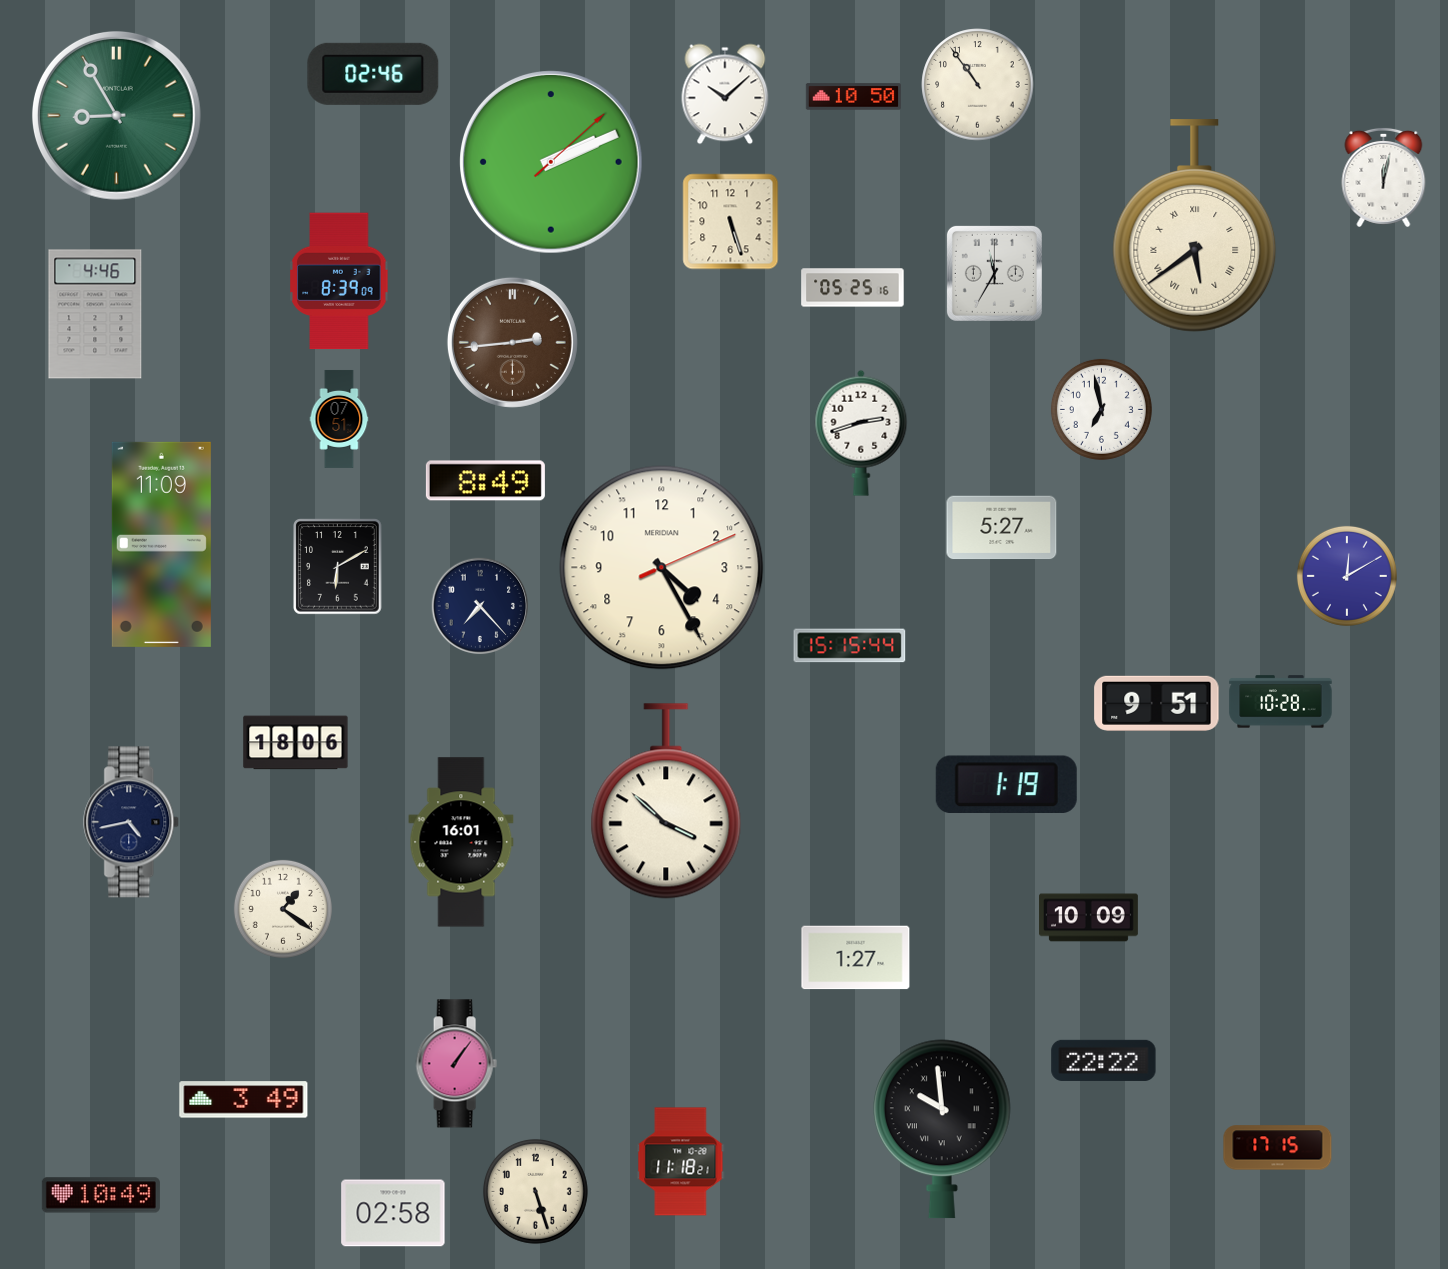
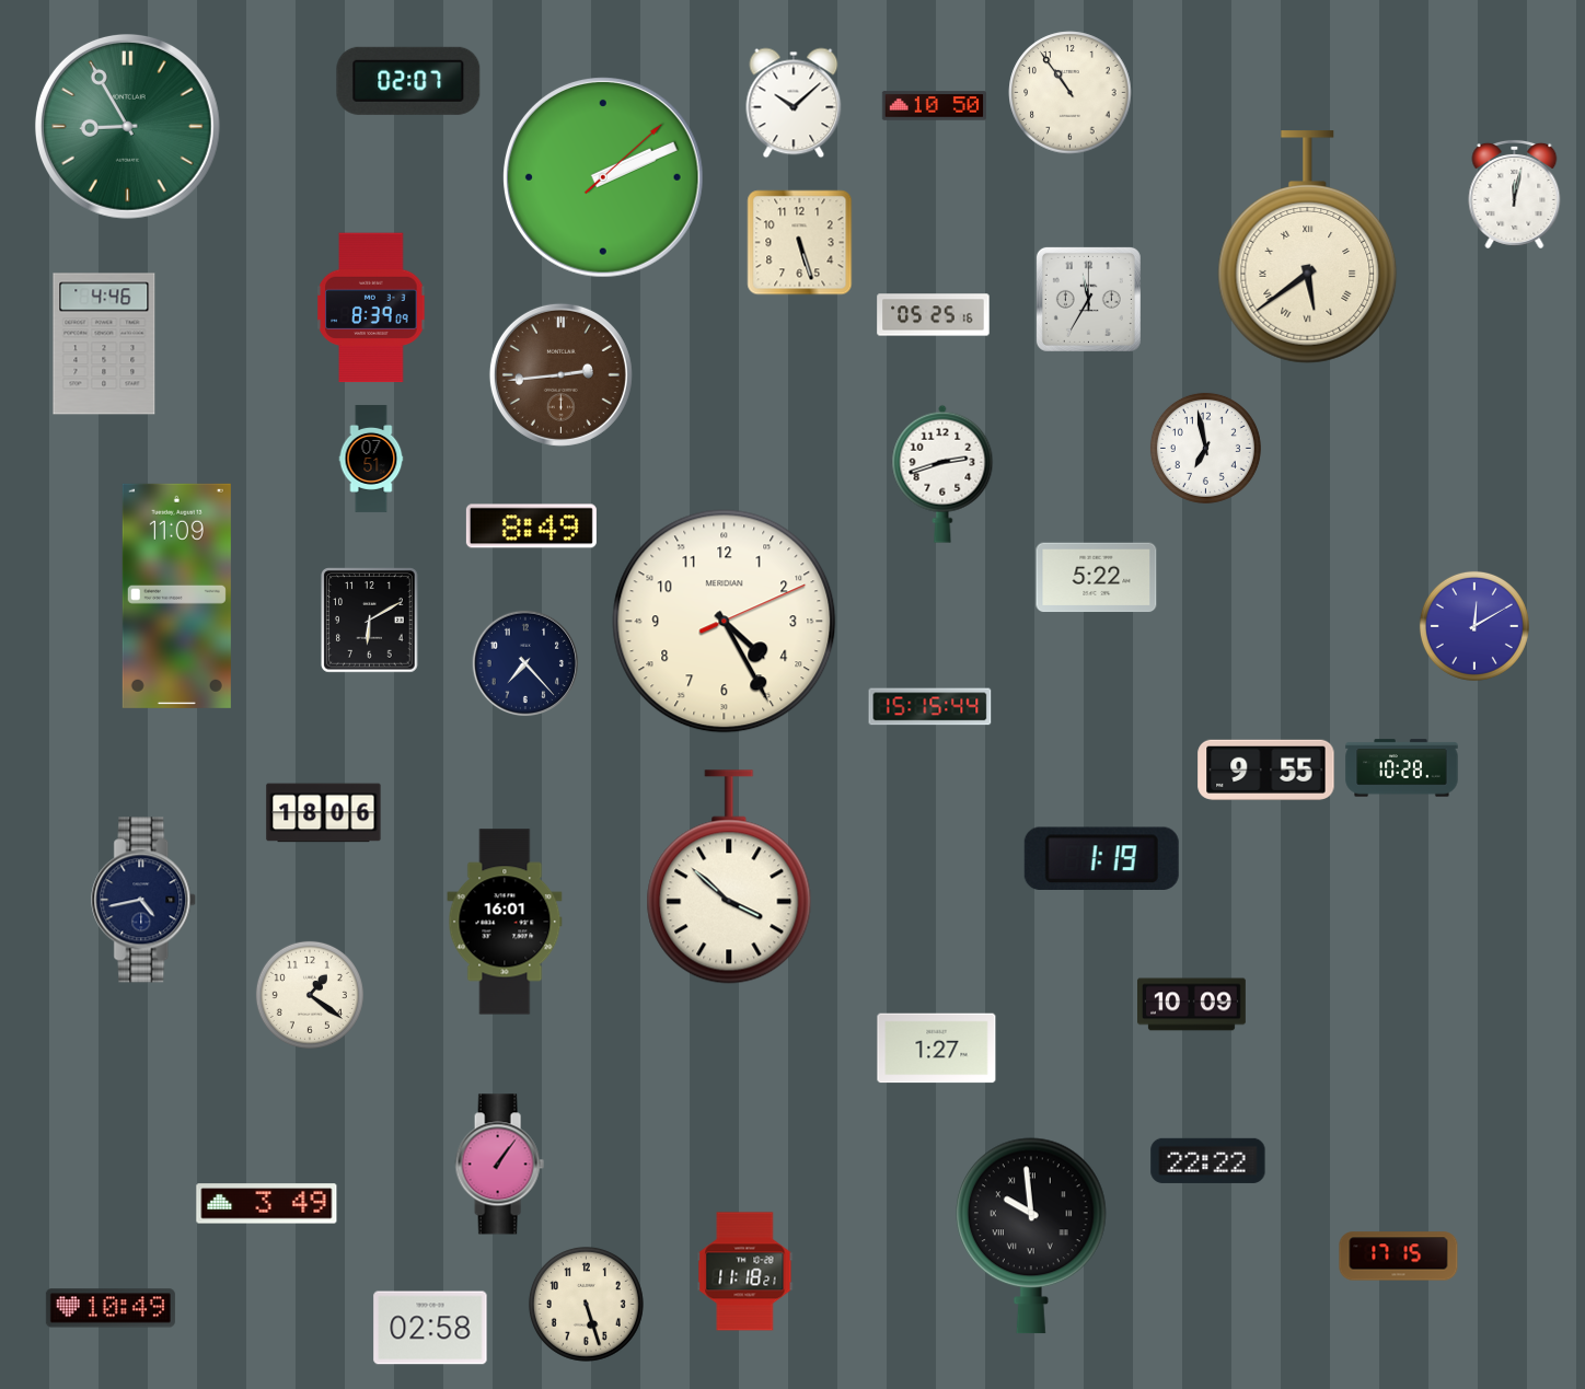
clock at (373, 74): 02:46 -> 02:07
clock at (1002, 528): 5:27 -> 5:22
clock at (1347, 576) position: (1347, 576) -> (1474, 626)
clock at (1157, 703): 9:51 -> 9:55
